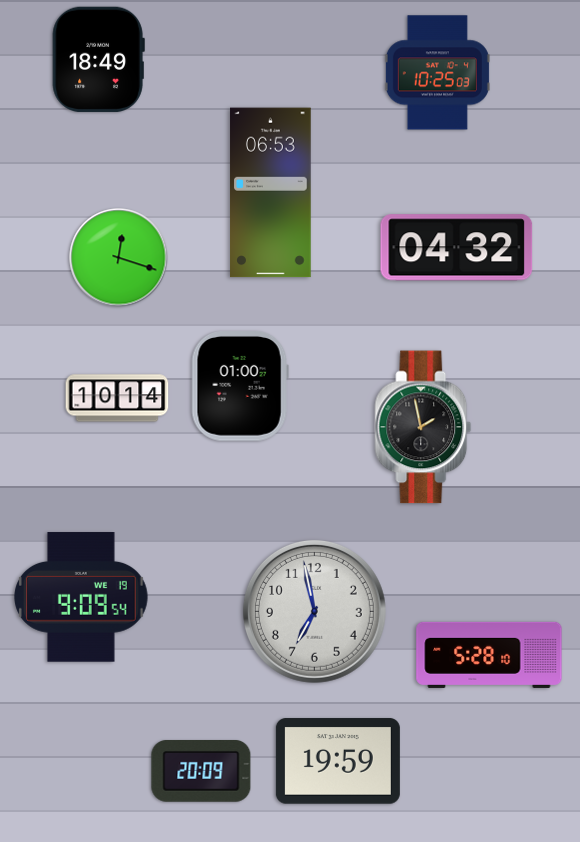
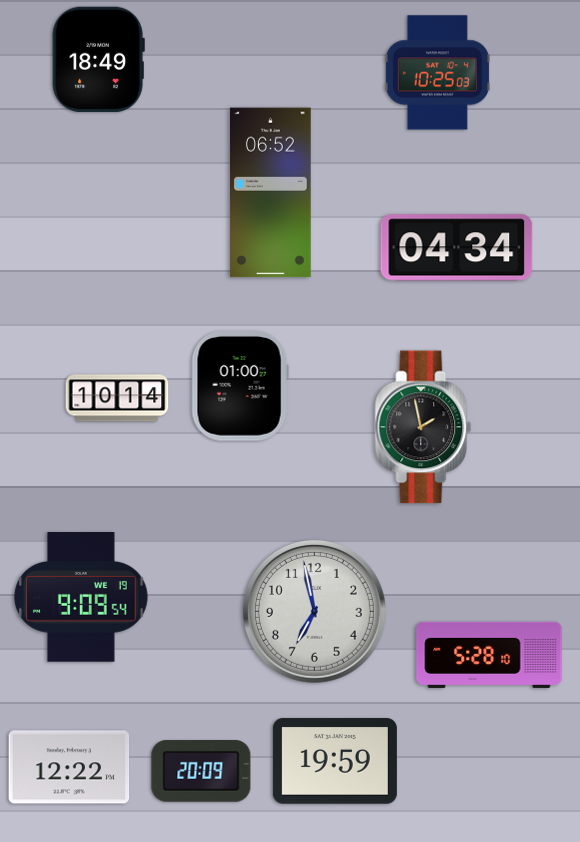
clock at (271, 193): 06:53 -> 06:52
clock at (457, 248): 04:32 -> 04:34
clock at (119, 258): 12:18 -> none
clock at (338, 761) position: (338, 761) -> (335, 761)
clock at (69, 767): none -> 12:22
